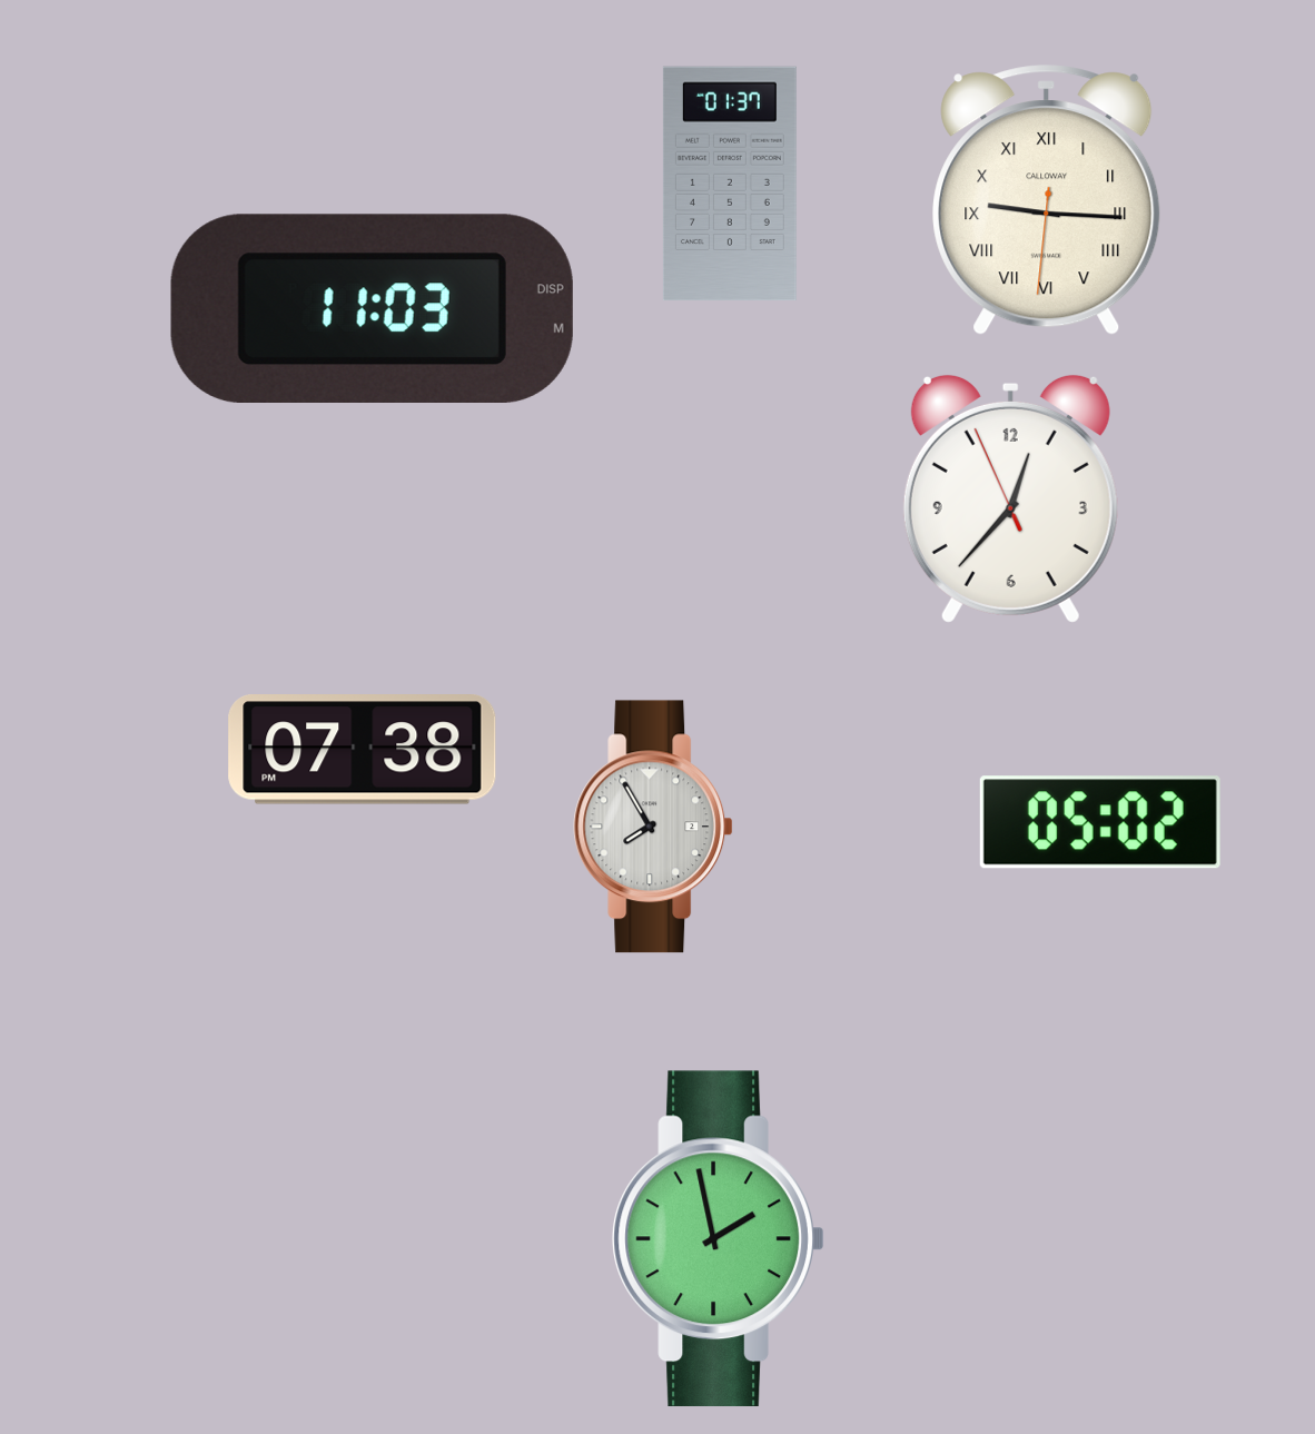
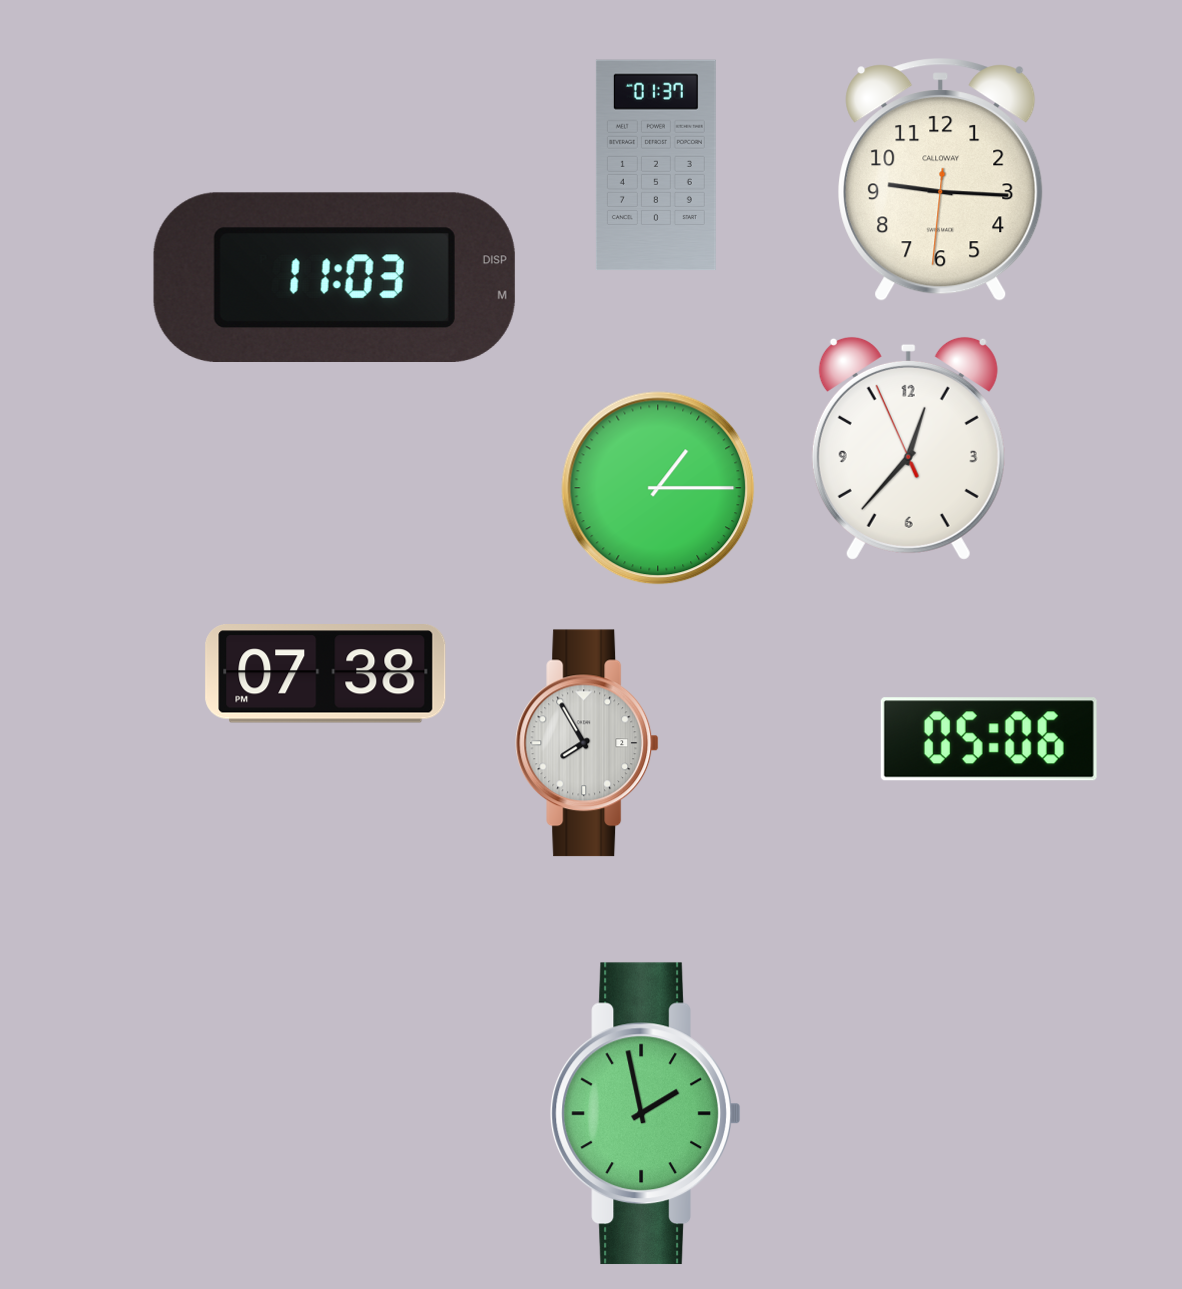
clock at (1047, 200) numerals: Roman -> Arabic
clock at (658, 488): none -> 1:15
clock at (1100, 822): 05:02 -> 05:06
